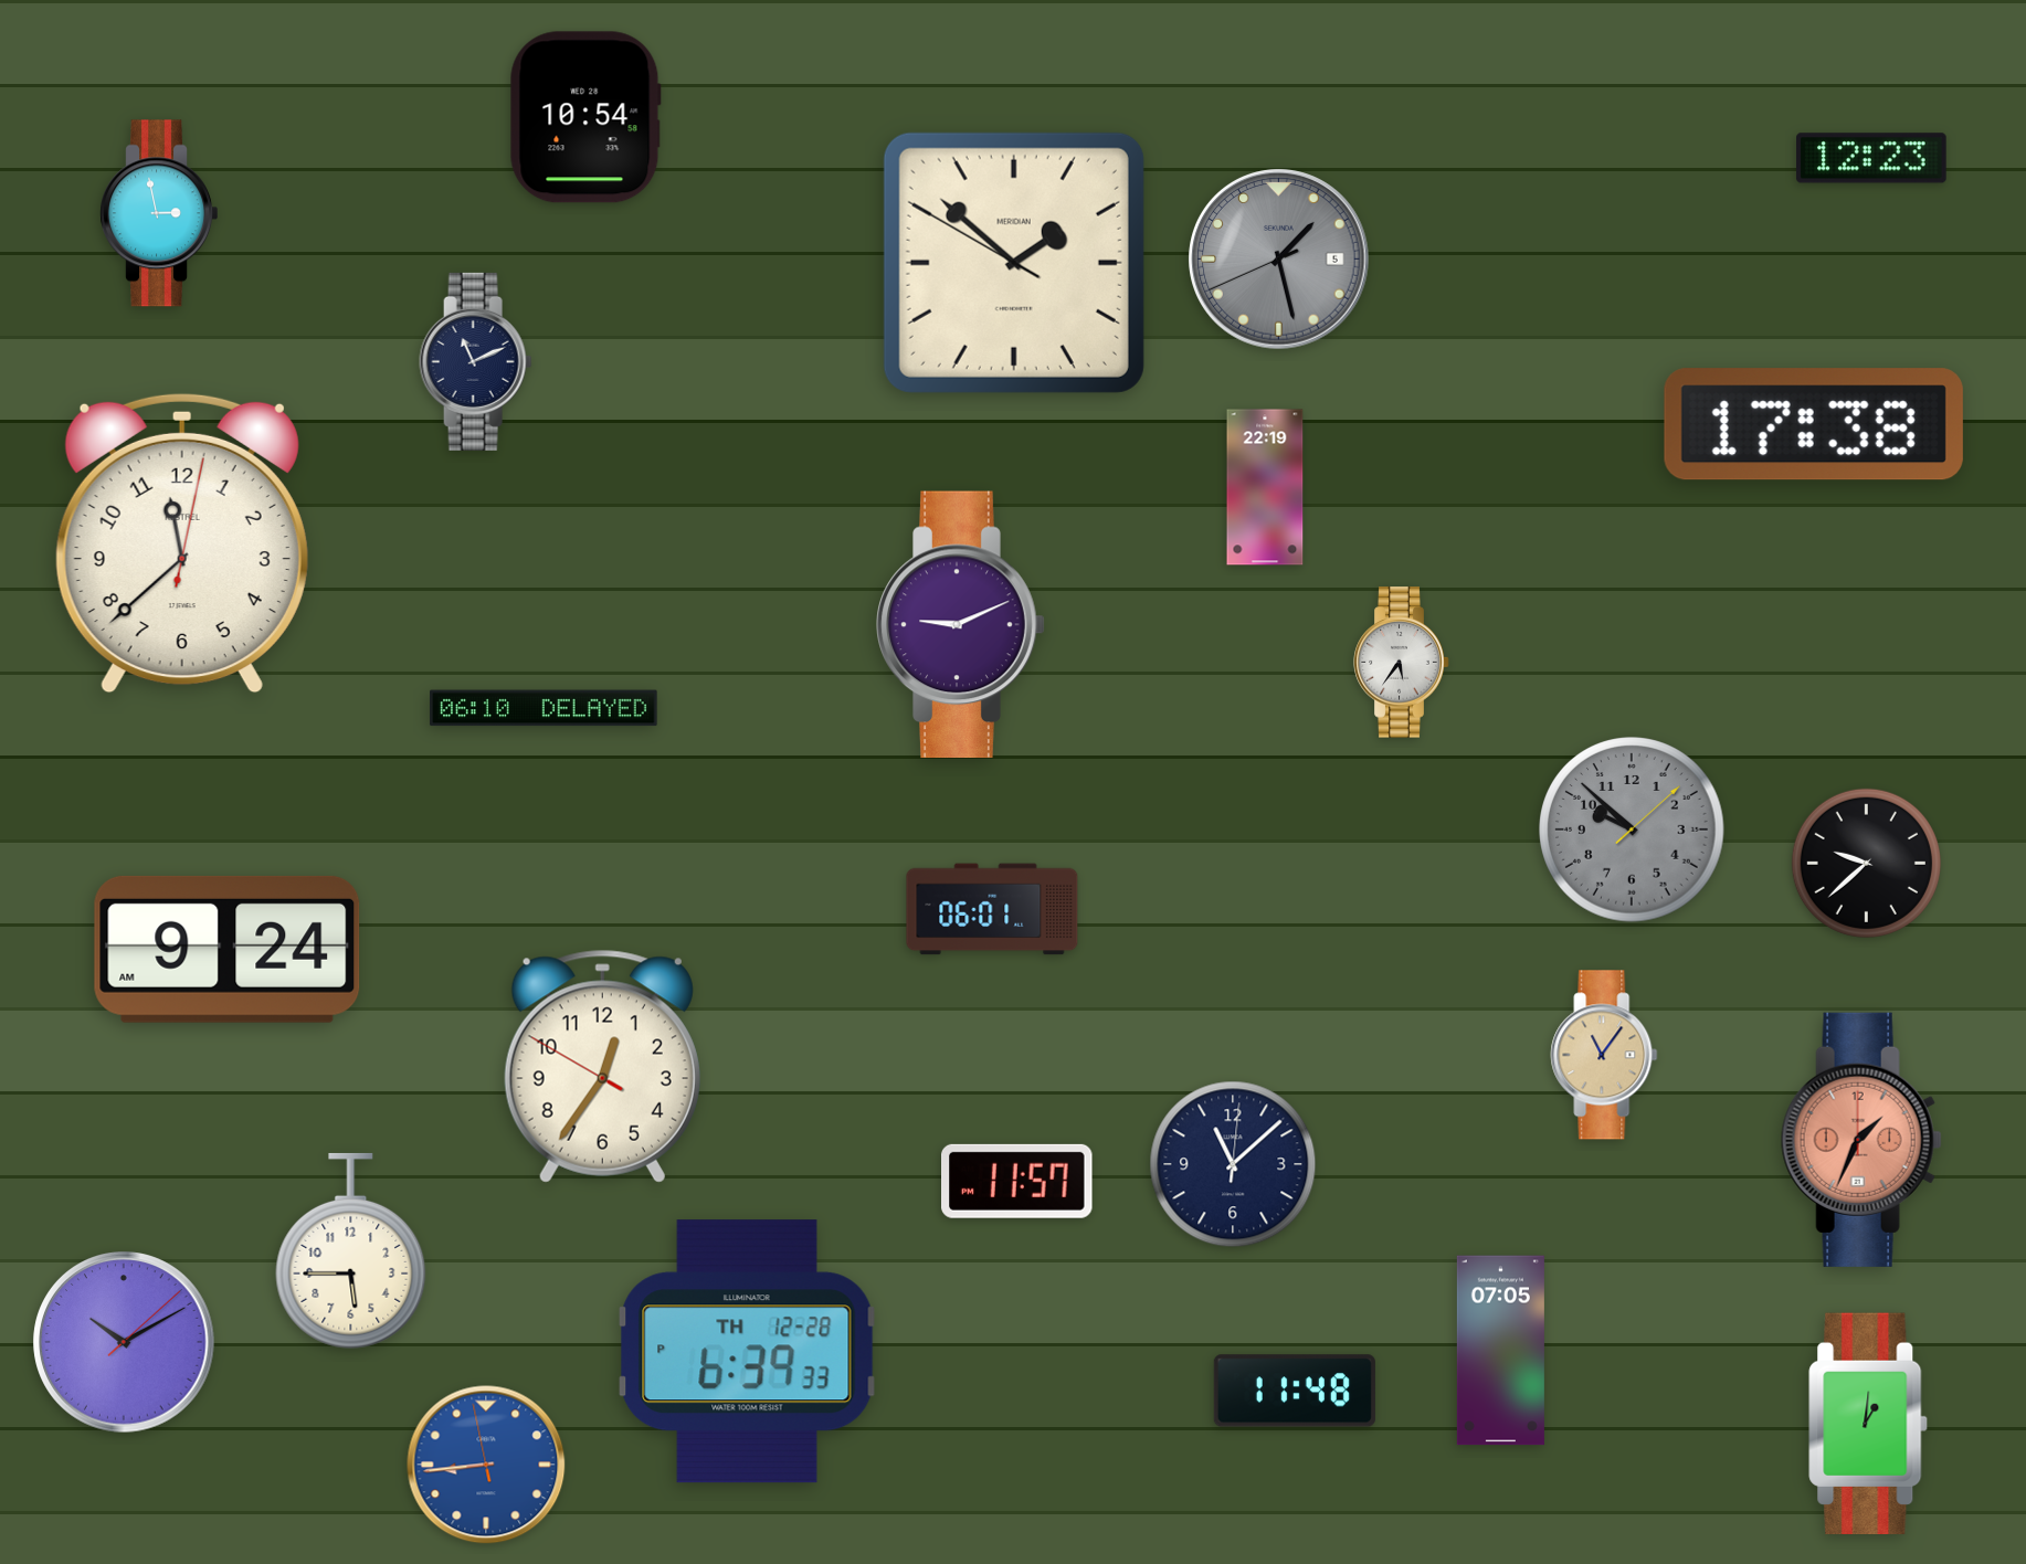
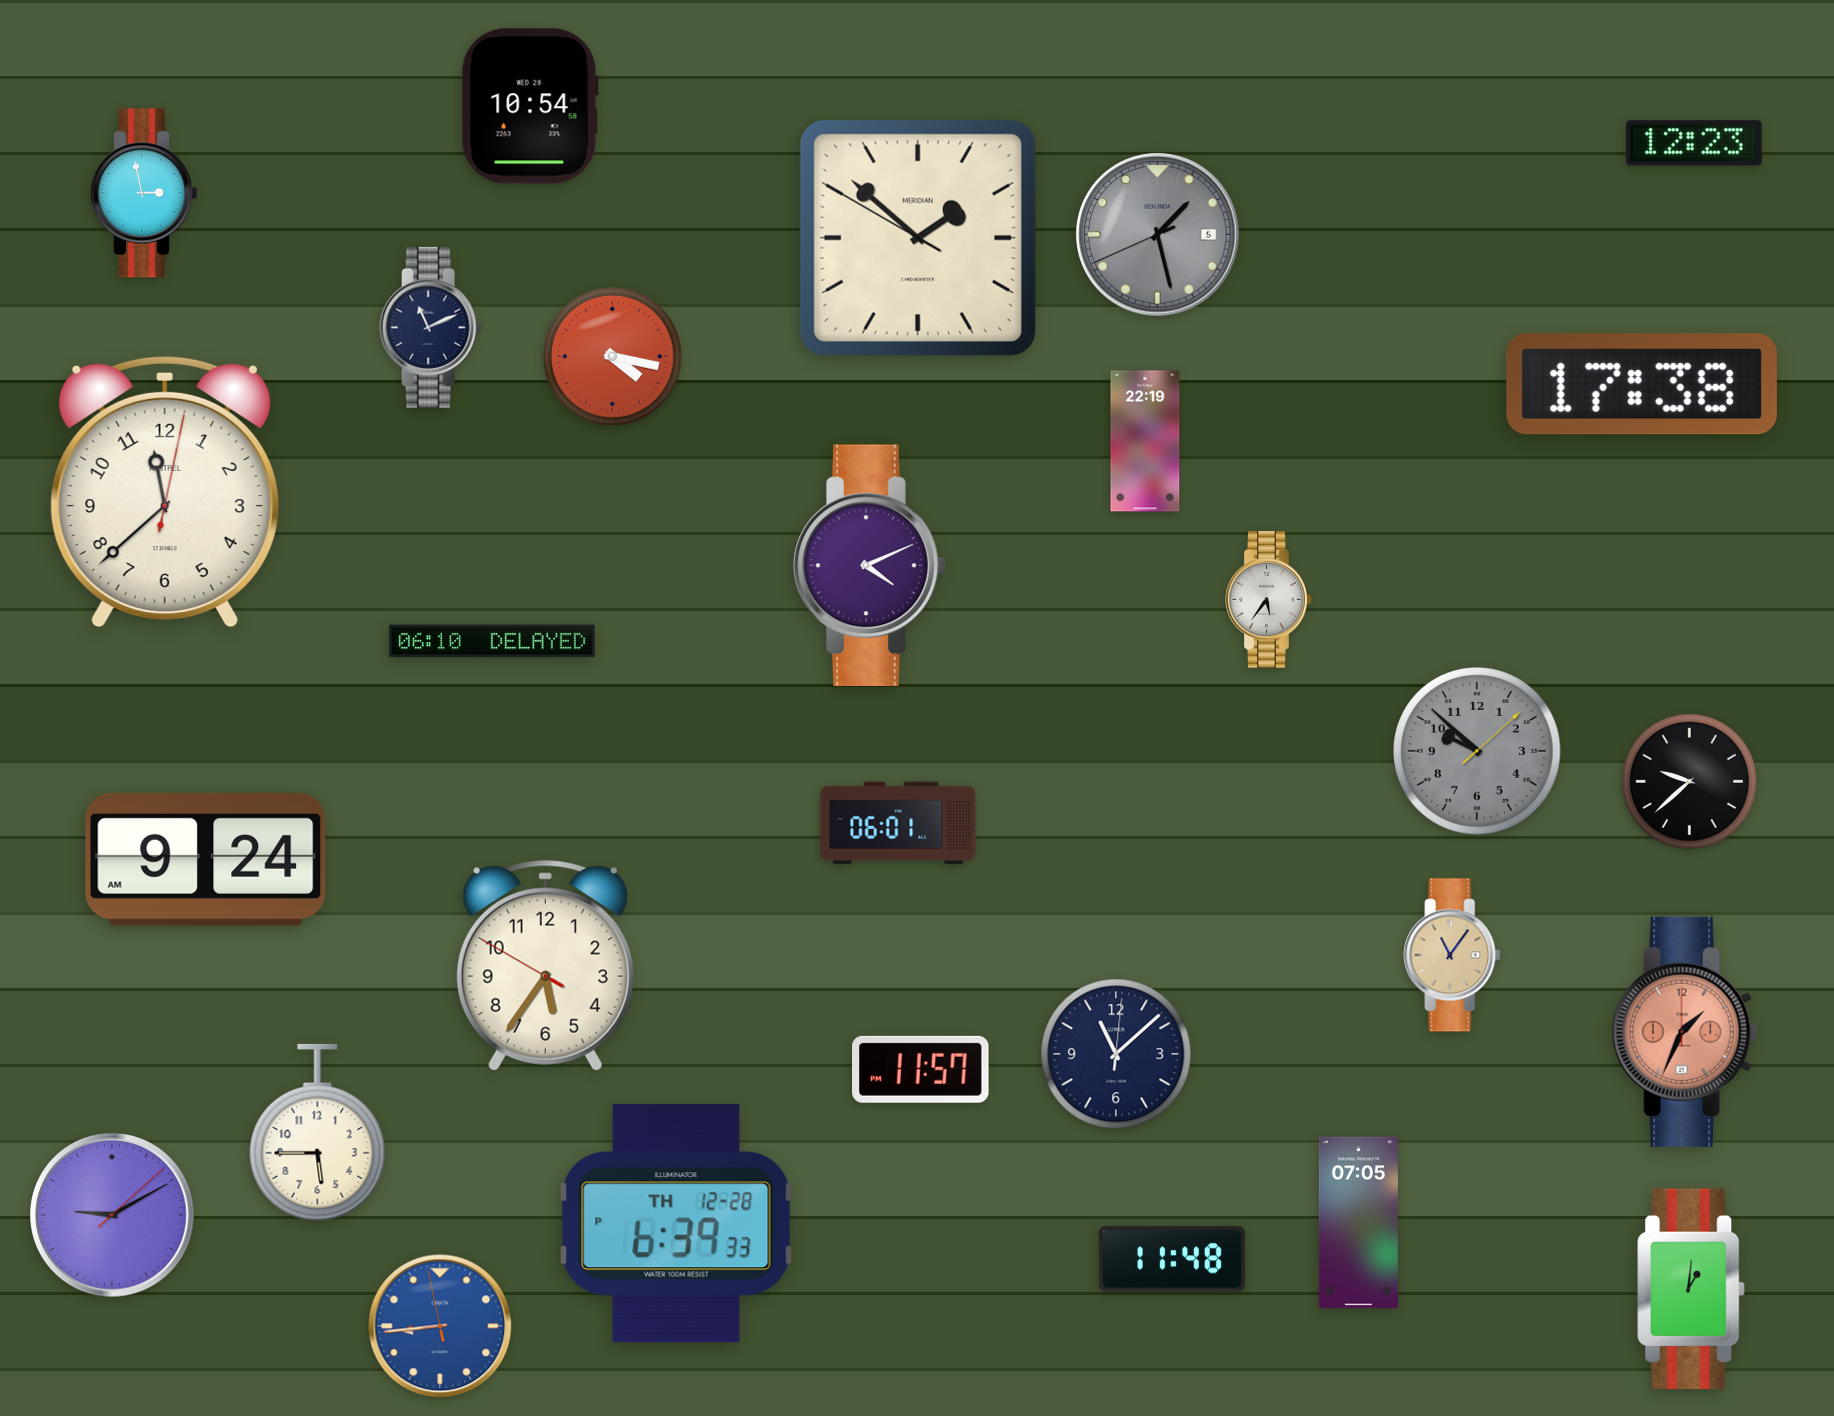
clock at (612, 356): none -> 4:17
clock at (961, 625): 9:11 -> 4:11
clock at (602, 1066): 12:35 -> 5:35
clock at (124, 1342): 10:10 -> 9:10
